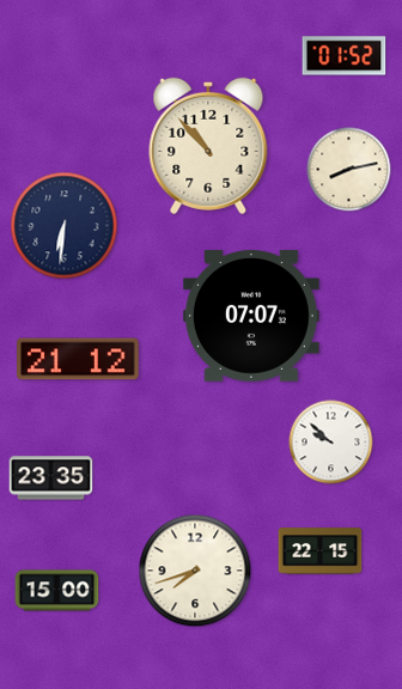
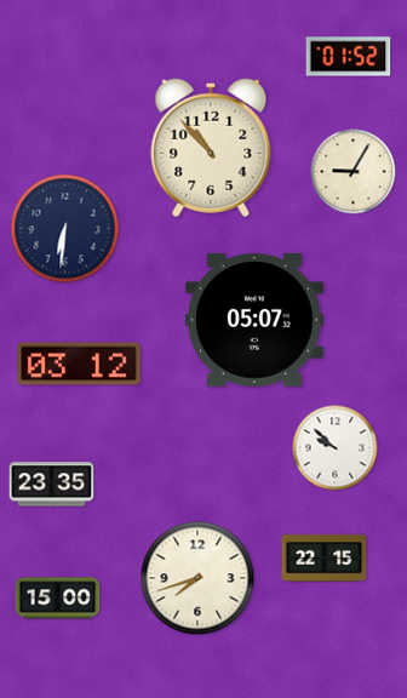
clock at (349, 170): 8:13 -> 9:05
clock at (251, 317): 07:07 -> 05:07
clock at (78, 359): 21:12 -> 03:12
